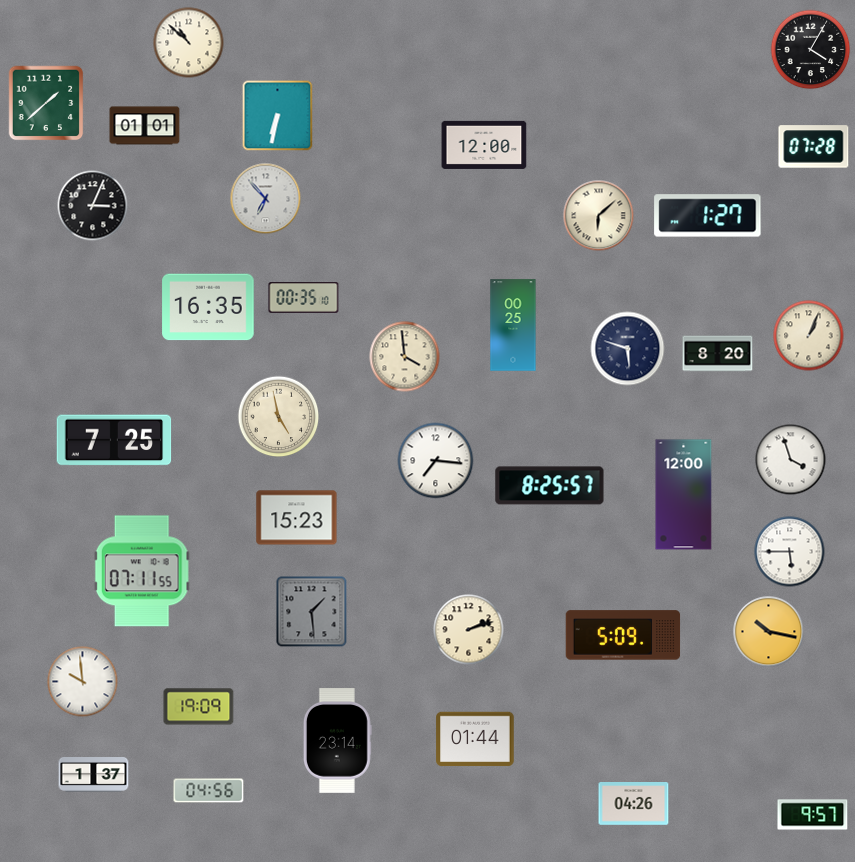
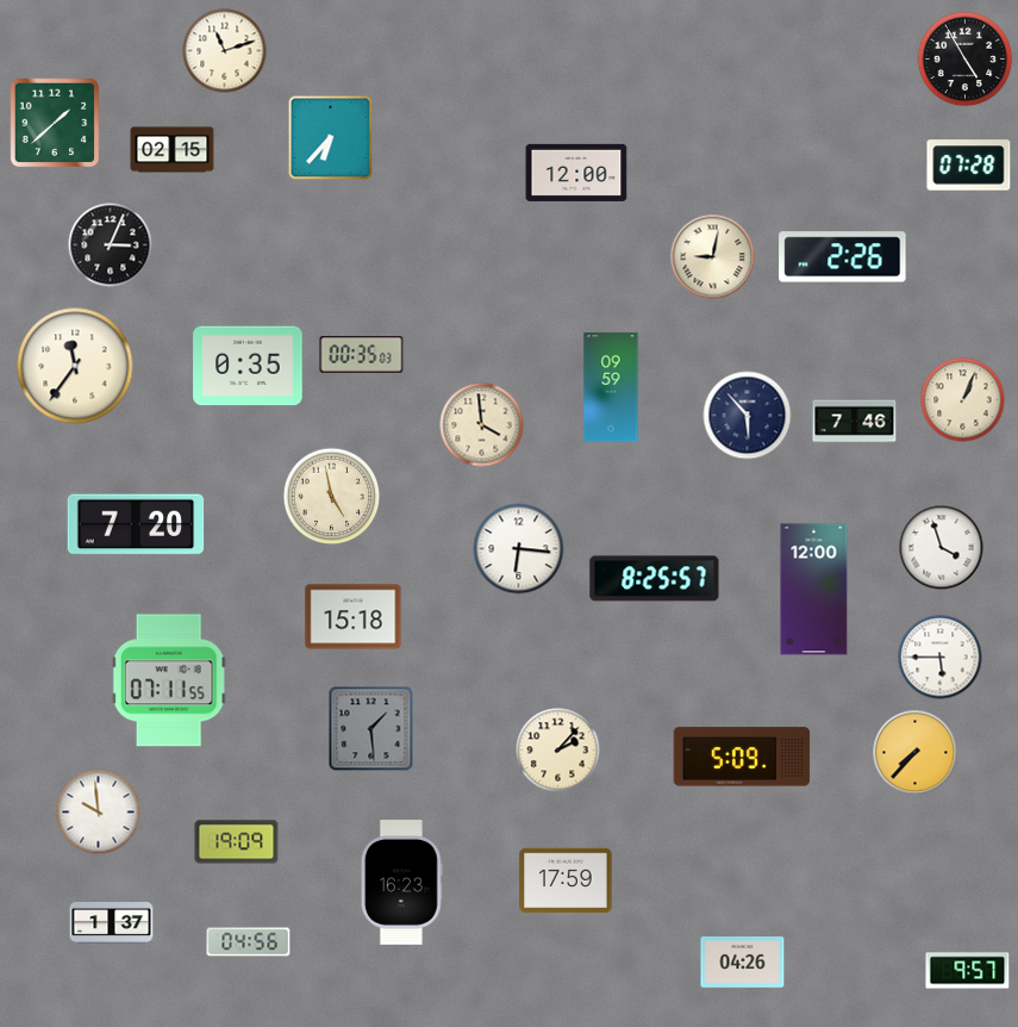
clock at (189, 43): 10:52 -> 11:12
clock at (811, 50): 4:05 -> 4:55
clock at (278, 116): 6:32 -> 6:37
clock at (145, 126): 01:01 -> 02:15
clock at (814, 147) position: (814, 147) -> (969, 166)
clock at (266, 199): 6:53 -> none
clock at (599, 216): 6:08 -> 9:02
clock at (708, 216): 1:27 -> 2:26
clock at (304, 298): 00:35:10 -> 00:35:03
clock at (75, 366): none -> 11:36
clock at (208, 307): 16:35 -> 0:35
clock at (513, 325): 00:25 -> 09:59
clock at (628, 349): 5:48 -> 5:53
clock at (718, 354): 8:20 -> 7:46
clock at (114, 440): 7:25 -> 7:20
clock at (436, 461): 7:16 -> 6:16
clock at (297, 518): 15:23 -> 15:18
clock at (469, 630): 2:12 -> 2:07
clock at (769, 632): 10:17 -> 7:37
clock at (475, 739): 01:44 -> 17:59
clock at (337, 741): 23:14 -> 16:23
clock at (634, 804) position: (634, 804) -> (743, 963)
